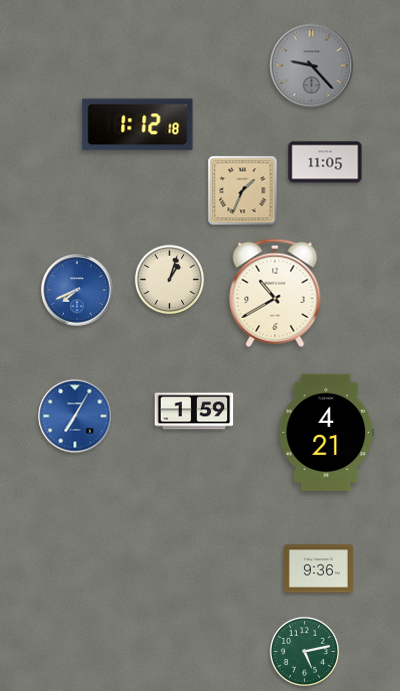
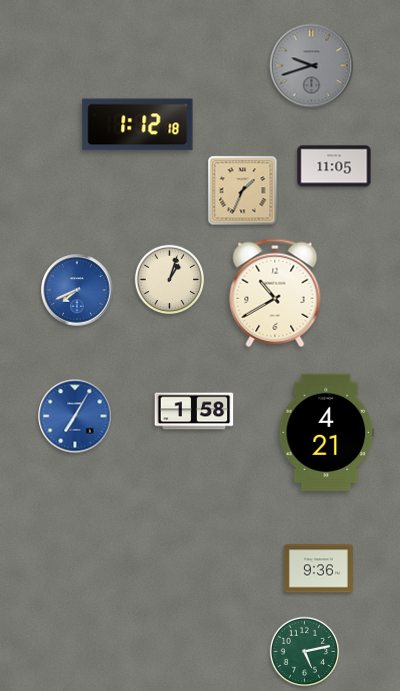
clock at (312, 66): 9:23 -> 9:42
clock at (325, 162) position: (325, 162) -> (334, 166)
clock at (194, 411): 1:59 -> 1:58
